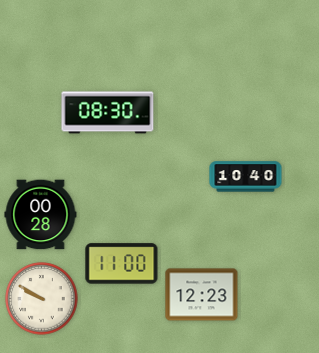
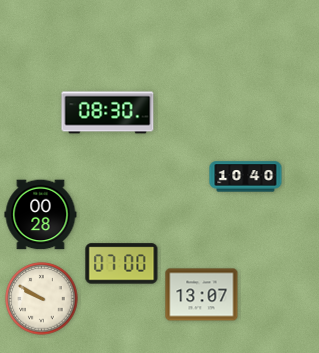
clock at (122, 264): 11:00 -> 07:00
clock at (202, 295): 12:23 -> 13:07
